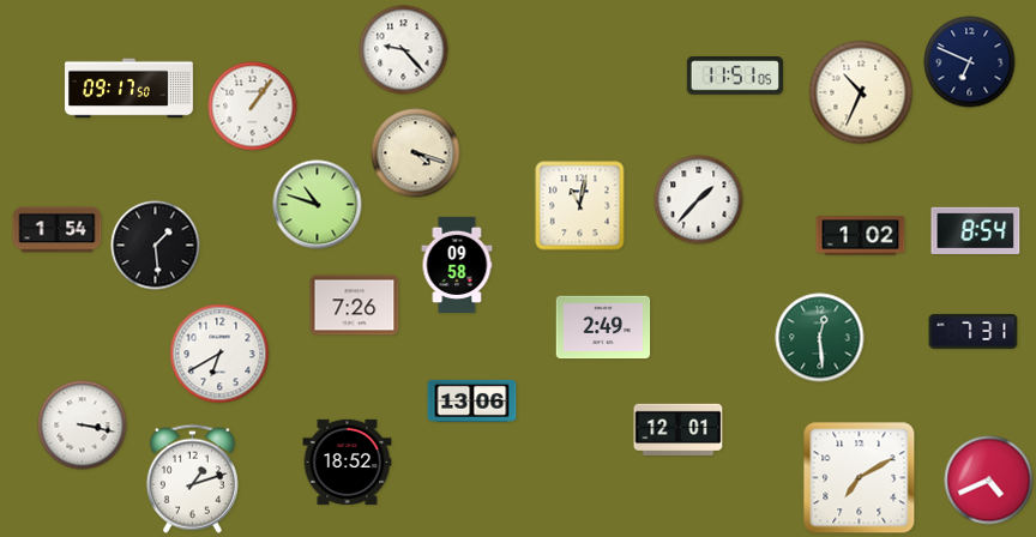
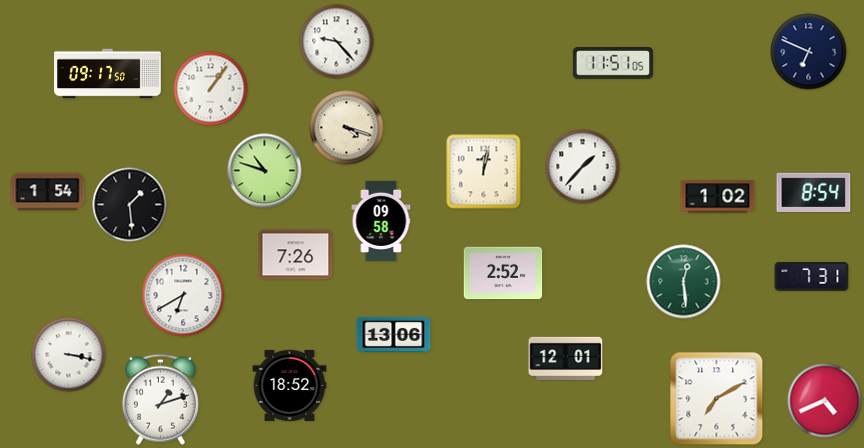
clock at (861, 92): 10:34 -> none
clock at (580, 206): 11:02 -> 12:02
clock at (603, 327): 2:49 -> 2:52
